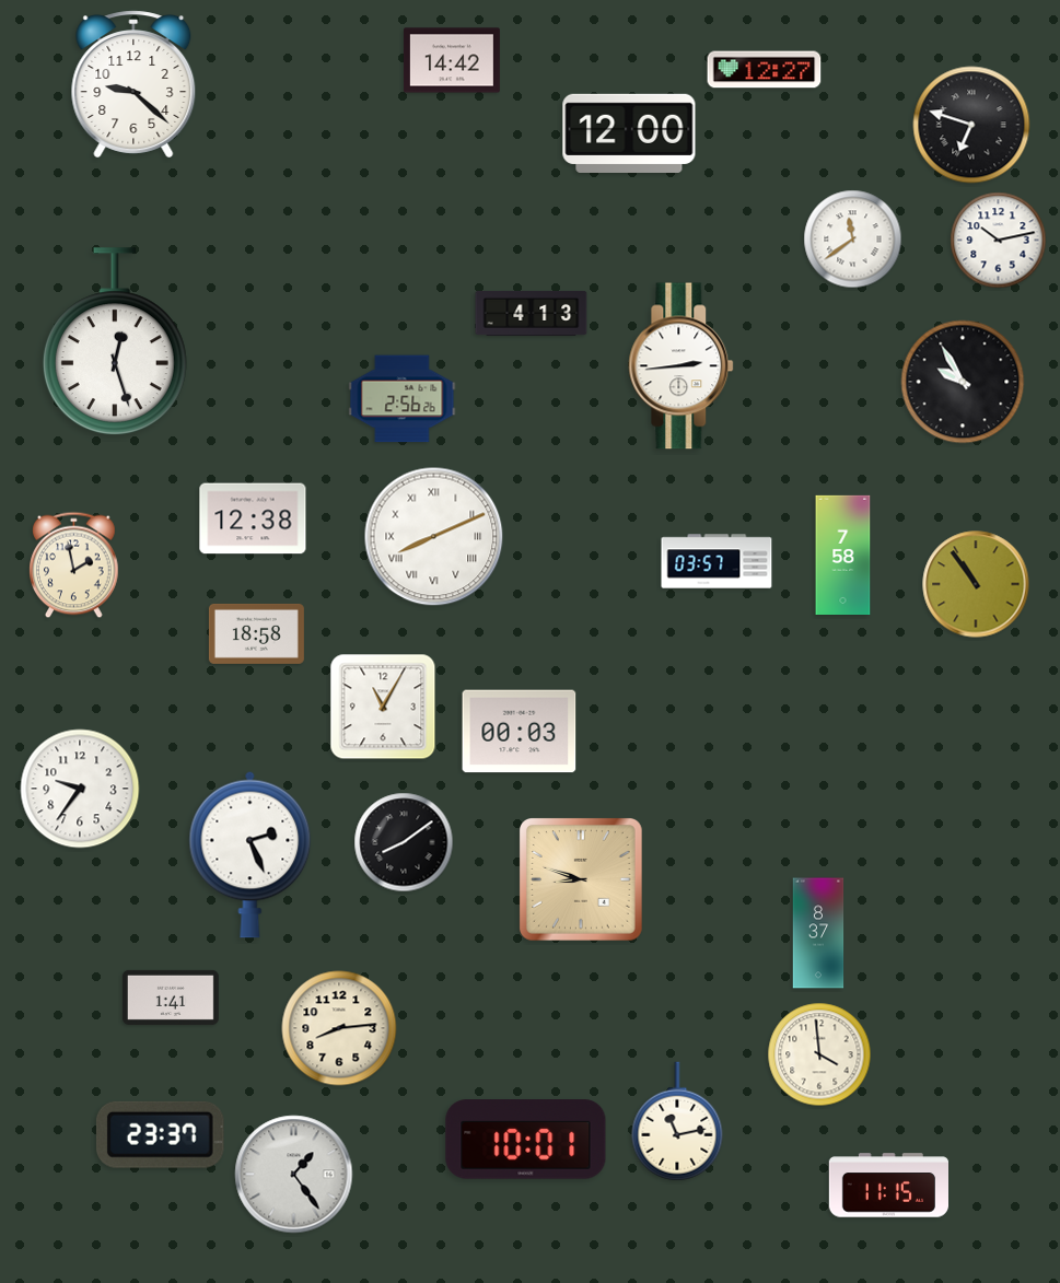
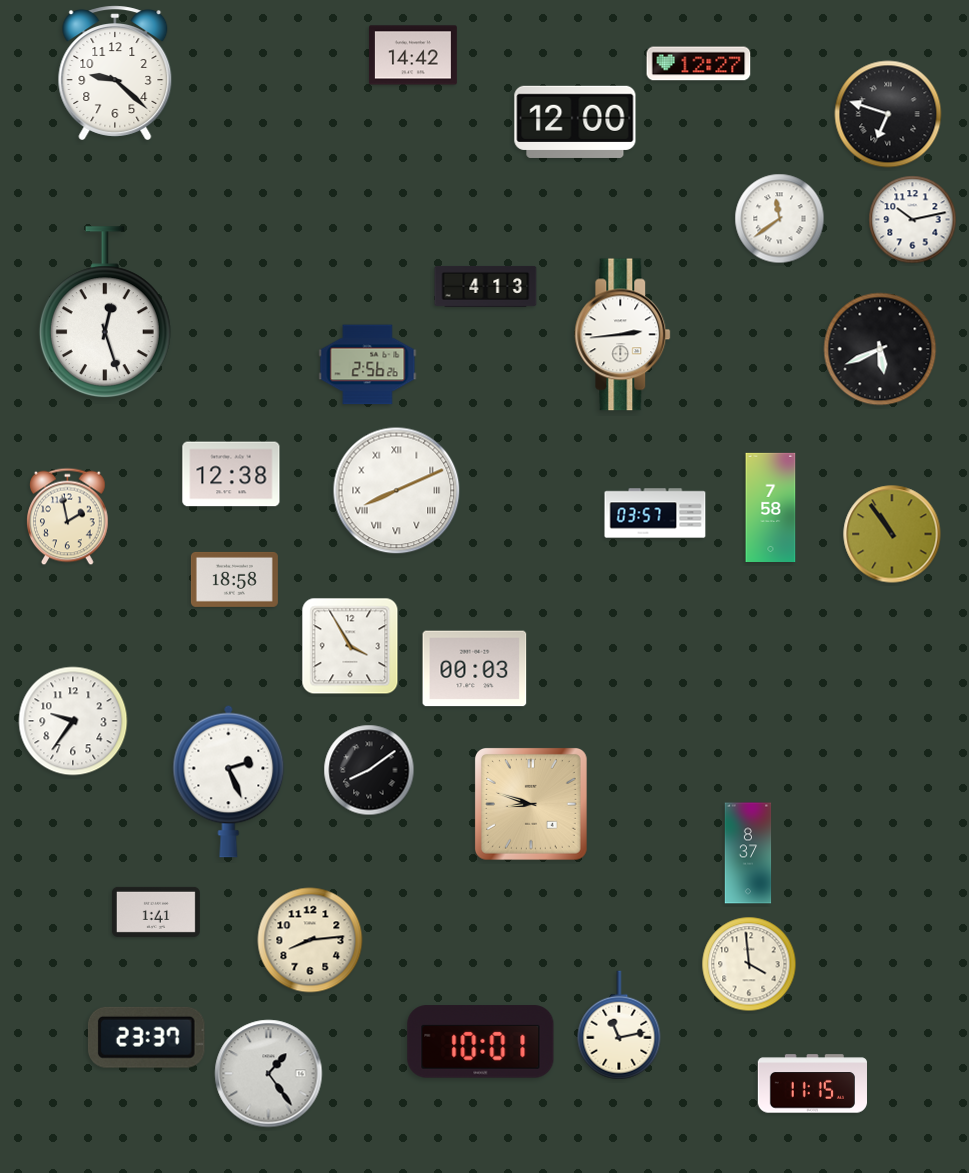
clock at (133, 84) position: (133, 84) -> (115, 73)
clock at (963, 382): 9:55 -> 5:41
clock at (383, 707): 11:05 -> 3:55
